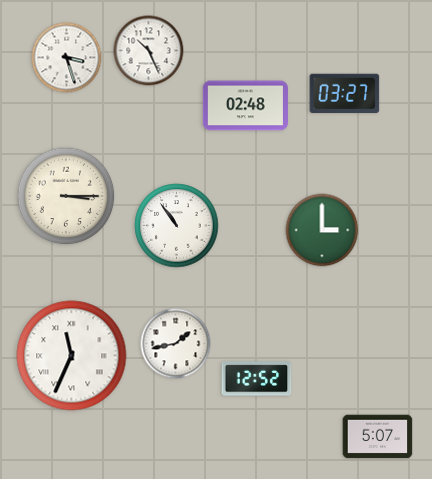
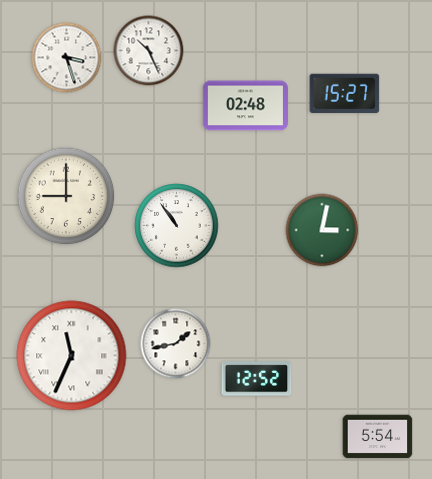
clock at (345, 93): 03:27 -> 15:27
clock at (66, 196): 3:15 -> 9:00
clock at (322, 230): 3:00 -> 3:02
clock at (378, 437): 5:07 -> 5:54
